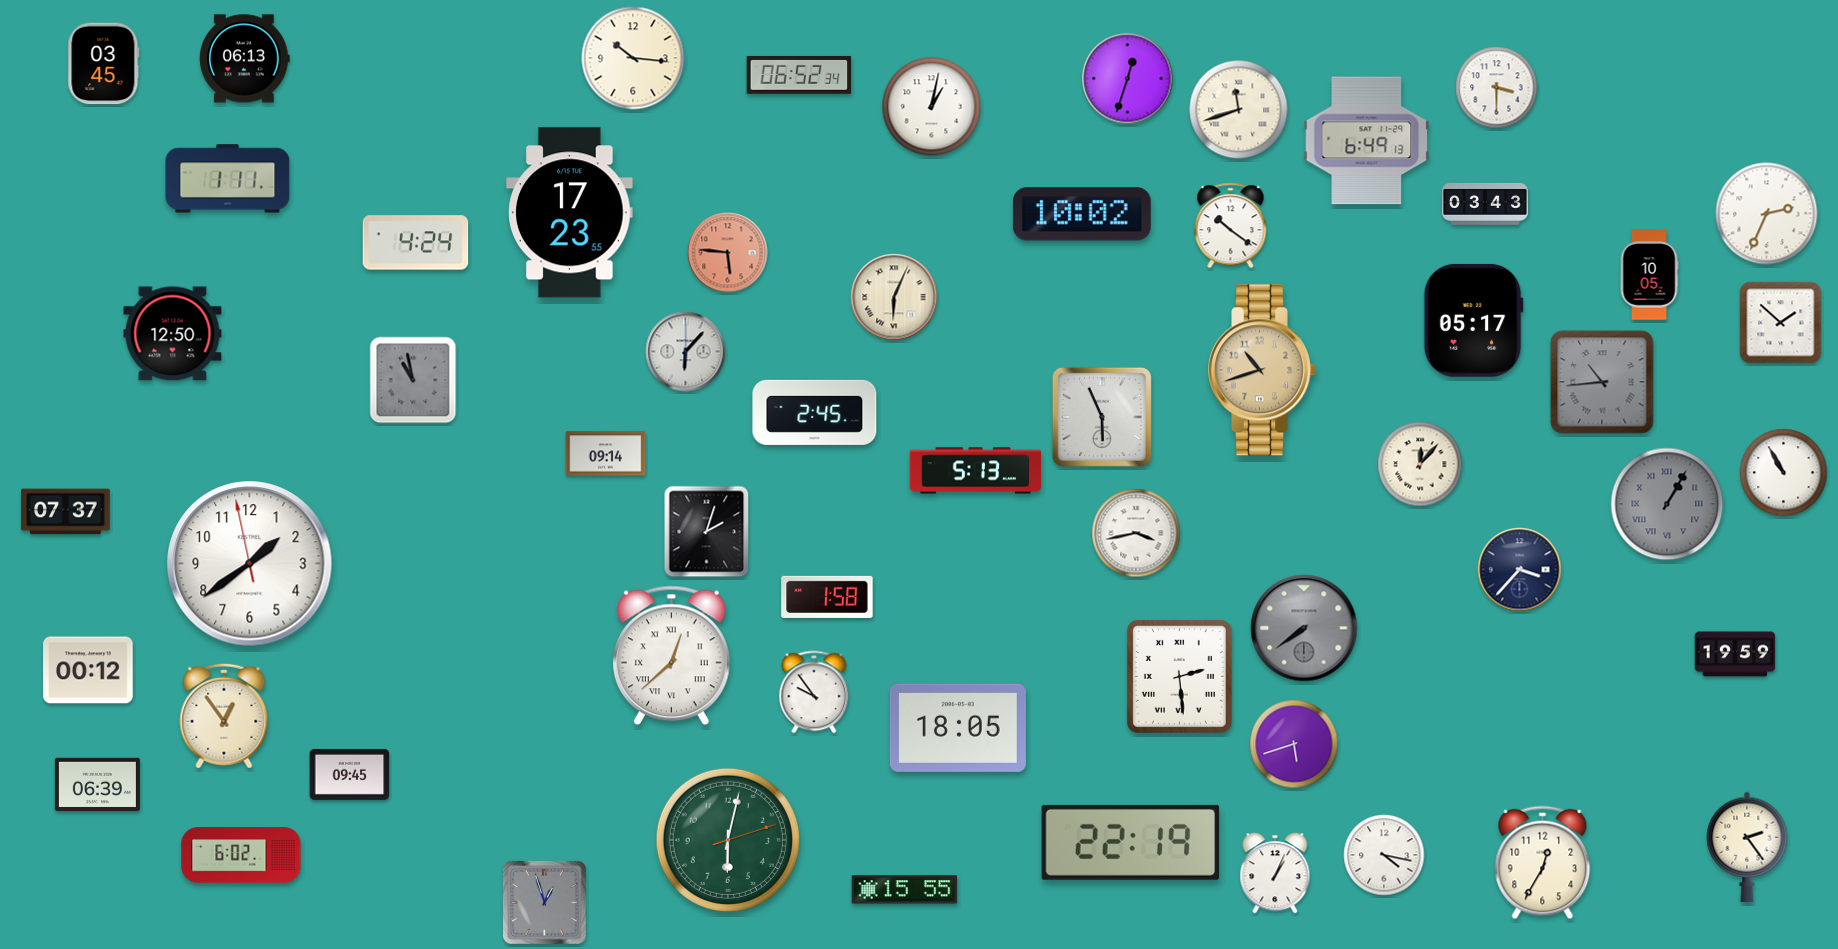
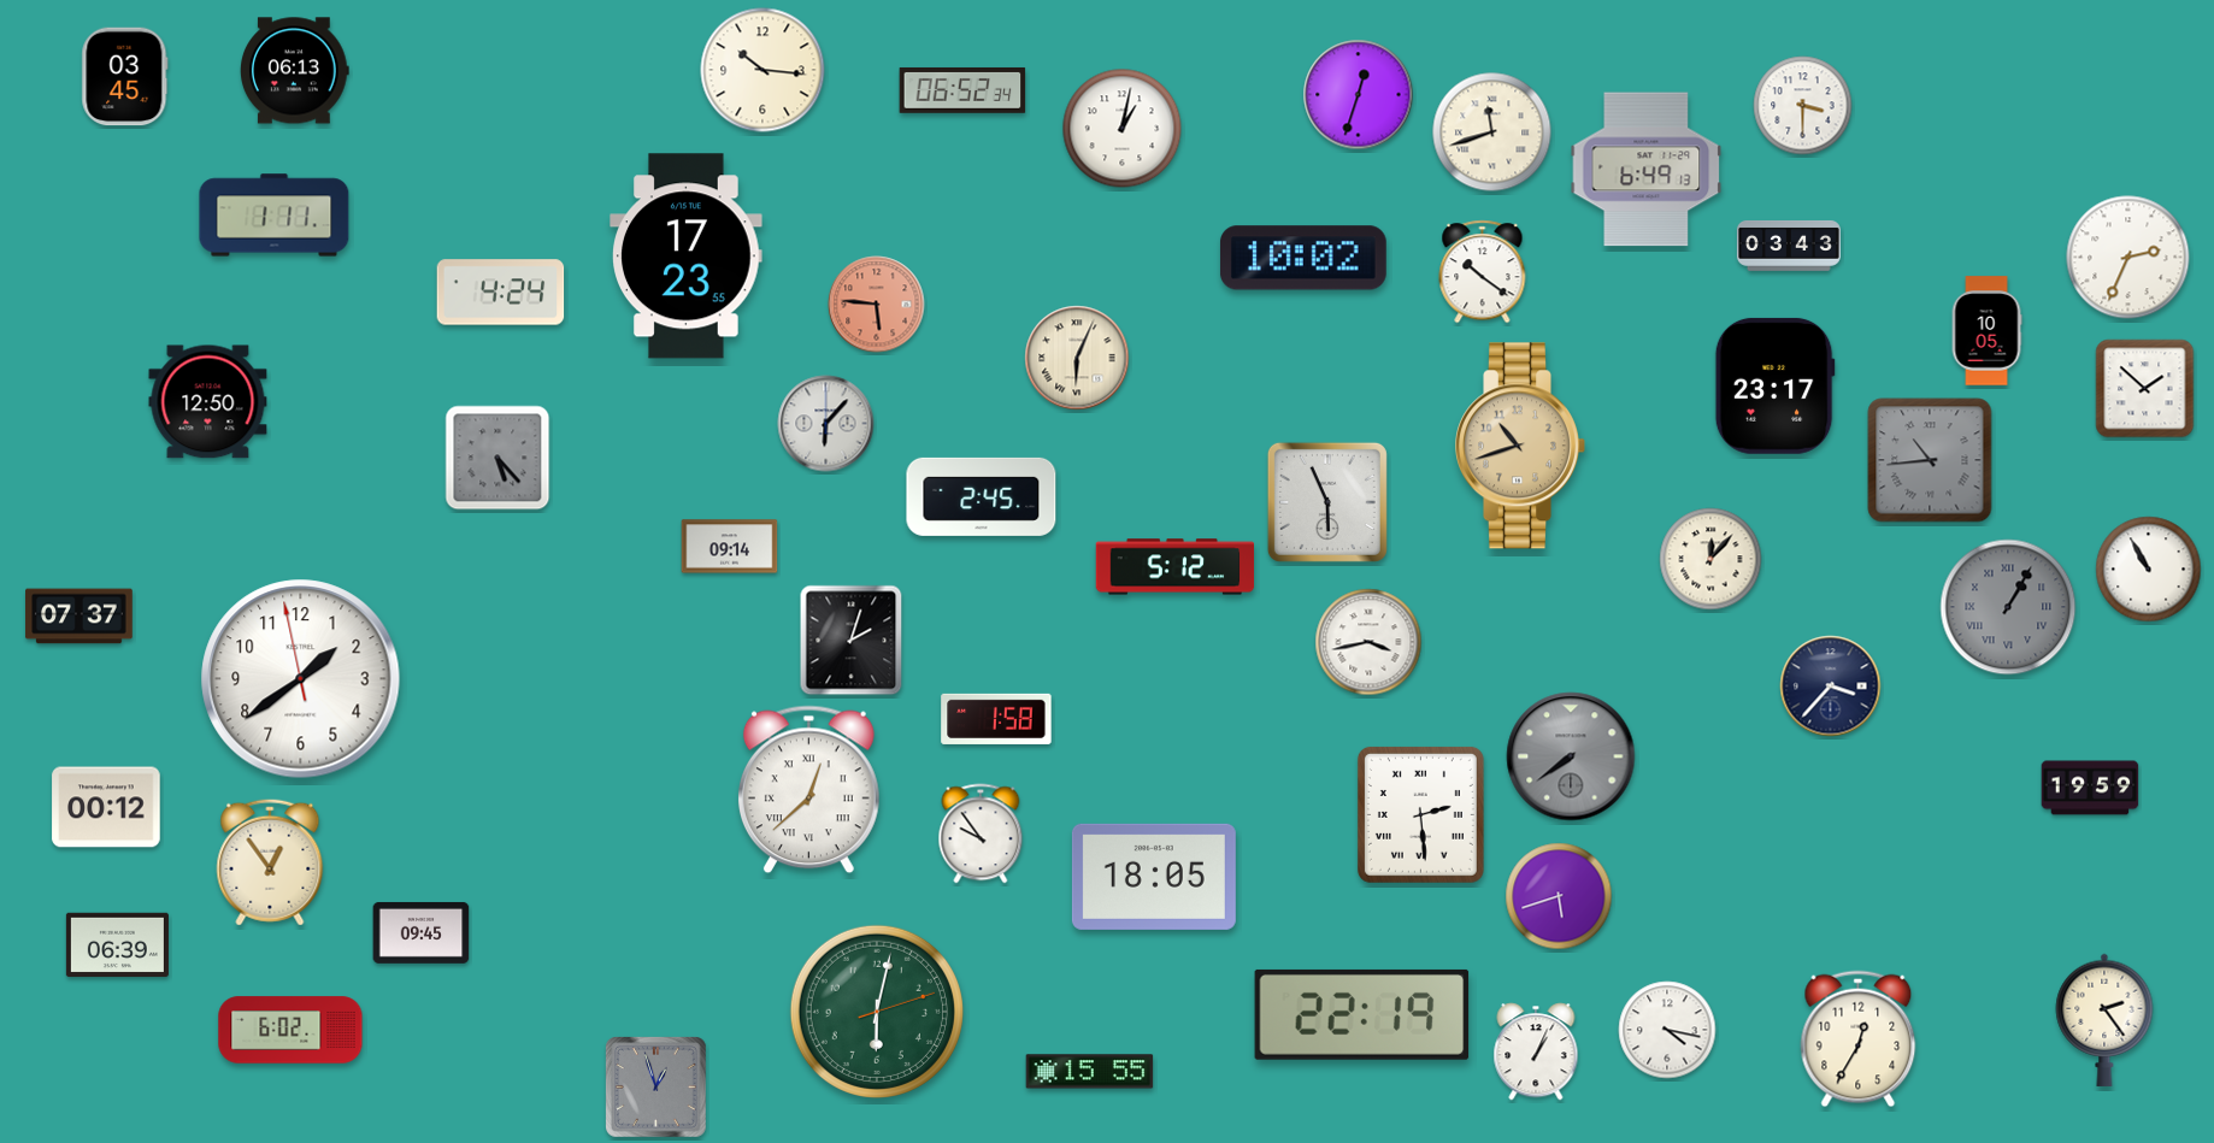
clock at (1473, 320): 05:17 -> 23:17
clock at (413, 380): 10:58 -> 5:23
clock at (976, 471): 5:13 -> 5:12
